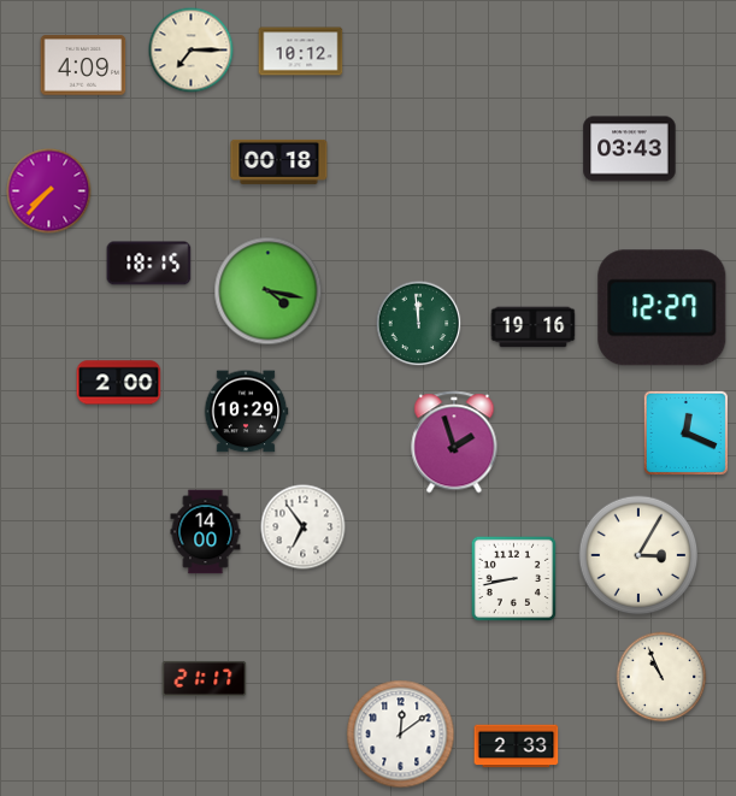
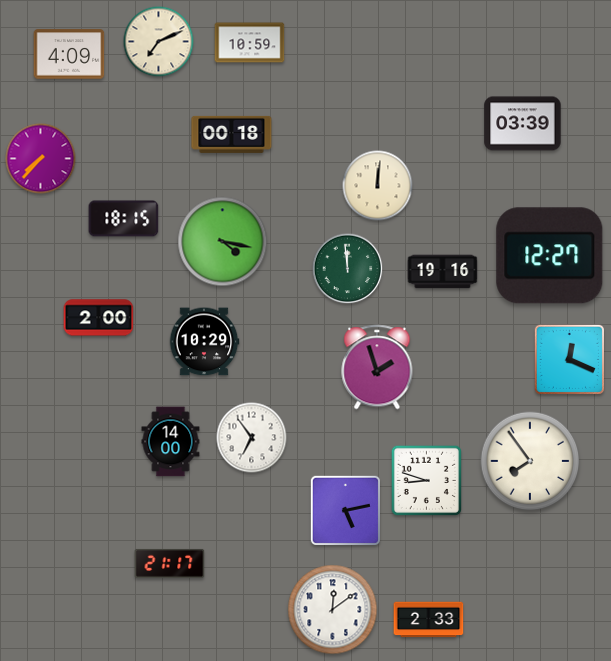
clock at (192, 51): 7:15 -> 7:11
clock at (301, 52): 10:12 -> 10:59
clock at (630, 149): 03:43 -> 03:39
clock at (378, 186): none -> 12:01
clock at (638, 555): 3:05 -> 7:54
clock at (513, 578): 8:43 -> 8:48
clock at (345, 510): none -> 5:13
clock at (661, 677): 10:56 -> none
